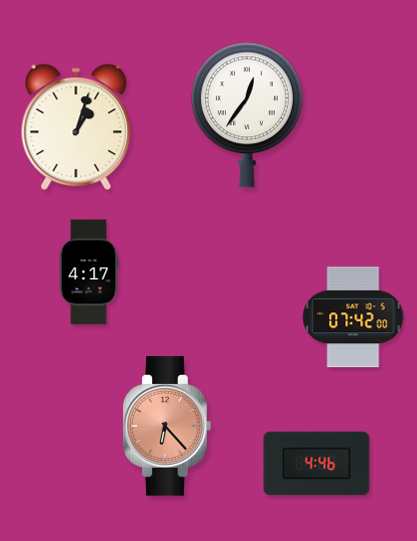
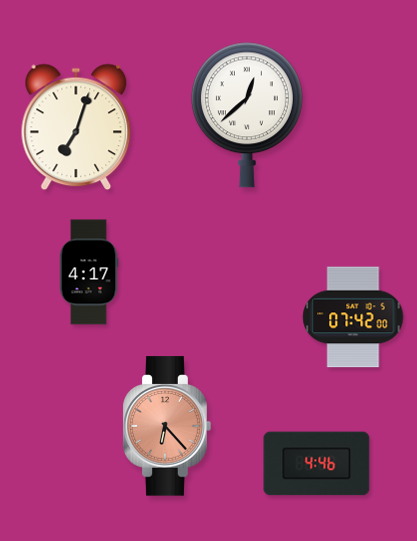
clock at (247, 115): 12:36 -> 12:38
clock at (76, 127): 1:03 -> 7:03
